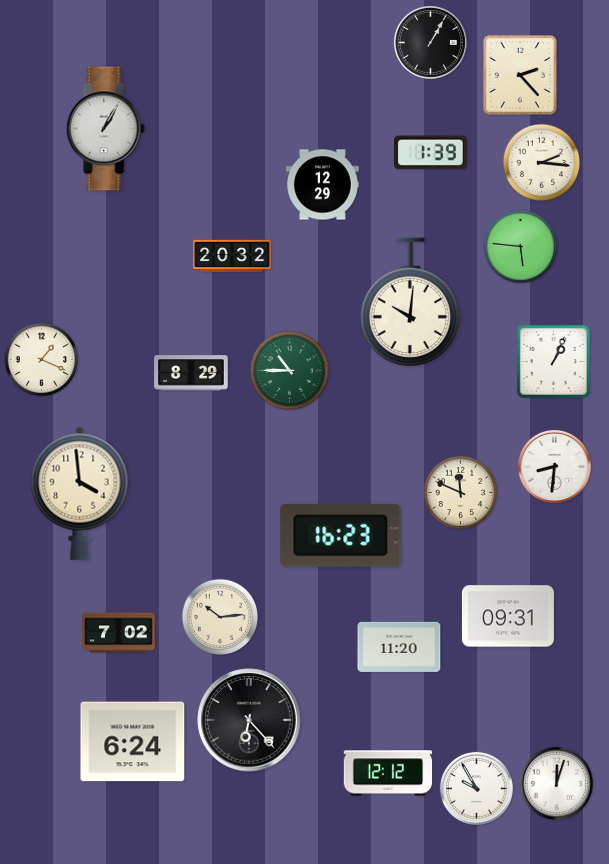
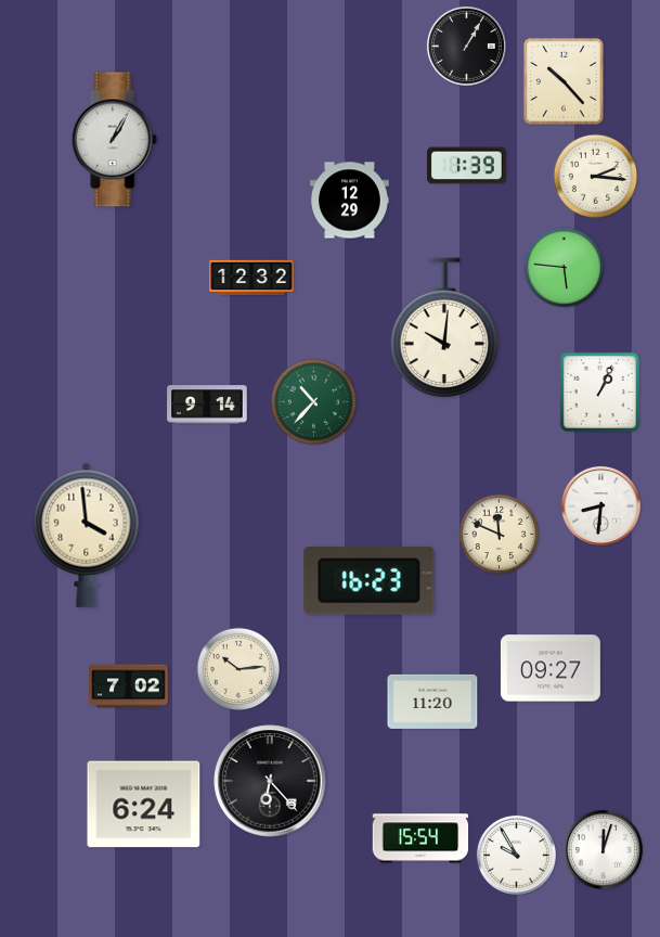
clock at (520, 75): 2:23 -> 10:23
clock at (542, 163) position: (542, 163) -> (596, 177)
clock at (232, 256): 20:32 -> 12:32
clock at (42, 360): 1:19 -> none
clock at (289, 370): 10:45 -> 10:37
clock at (191, 373): 8:29 -> 9:14
clock at (508, 616): 09:31 -> 09:27
clock at (388, 773): 12:12 -> 15:54
